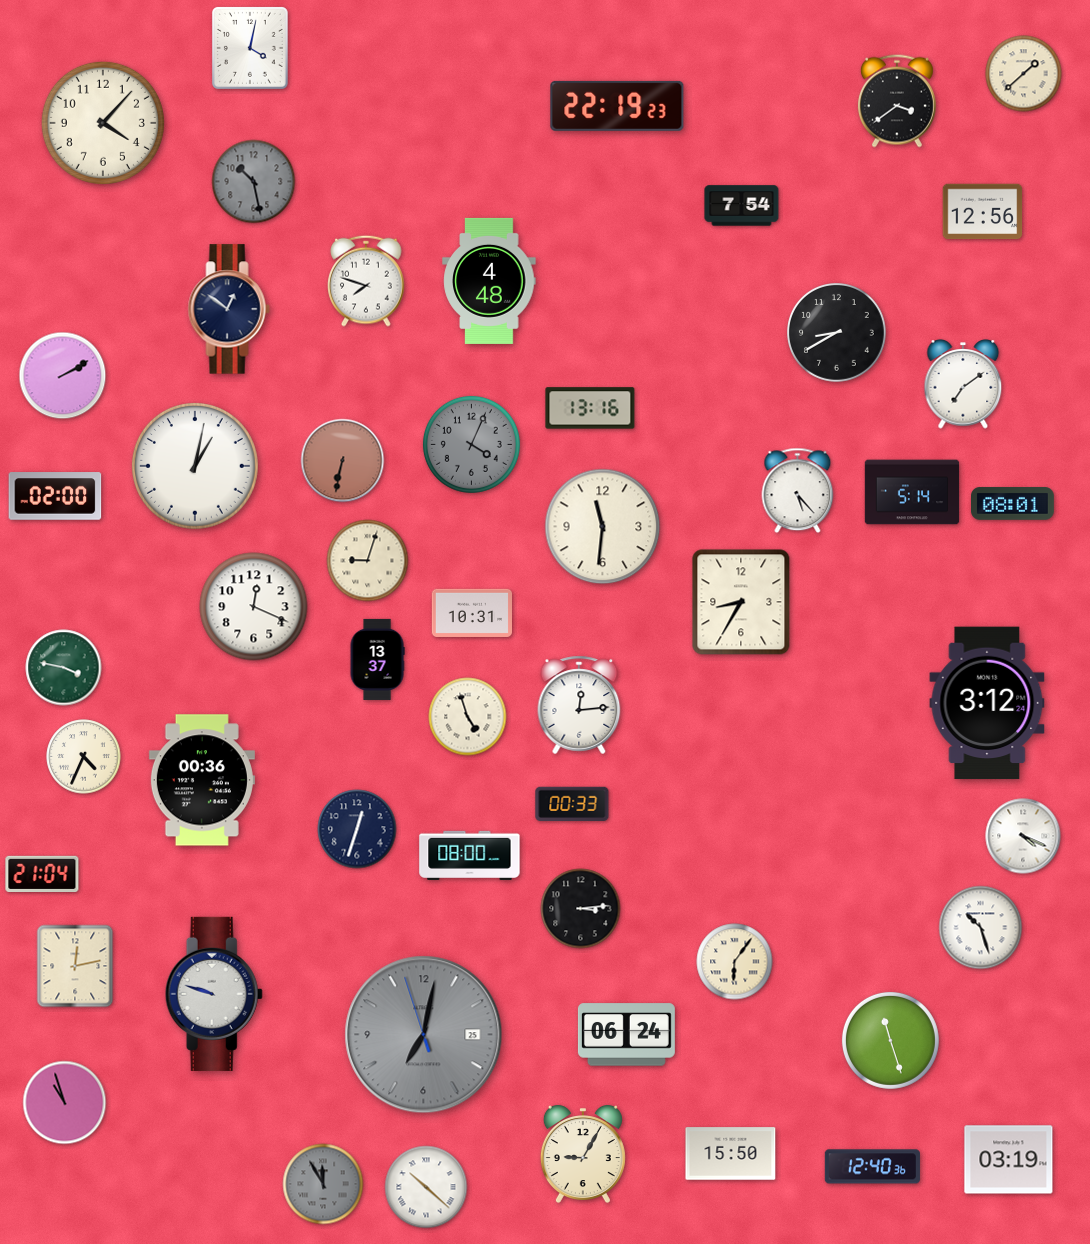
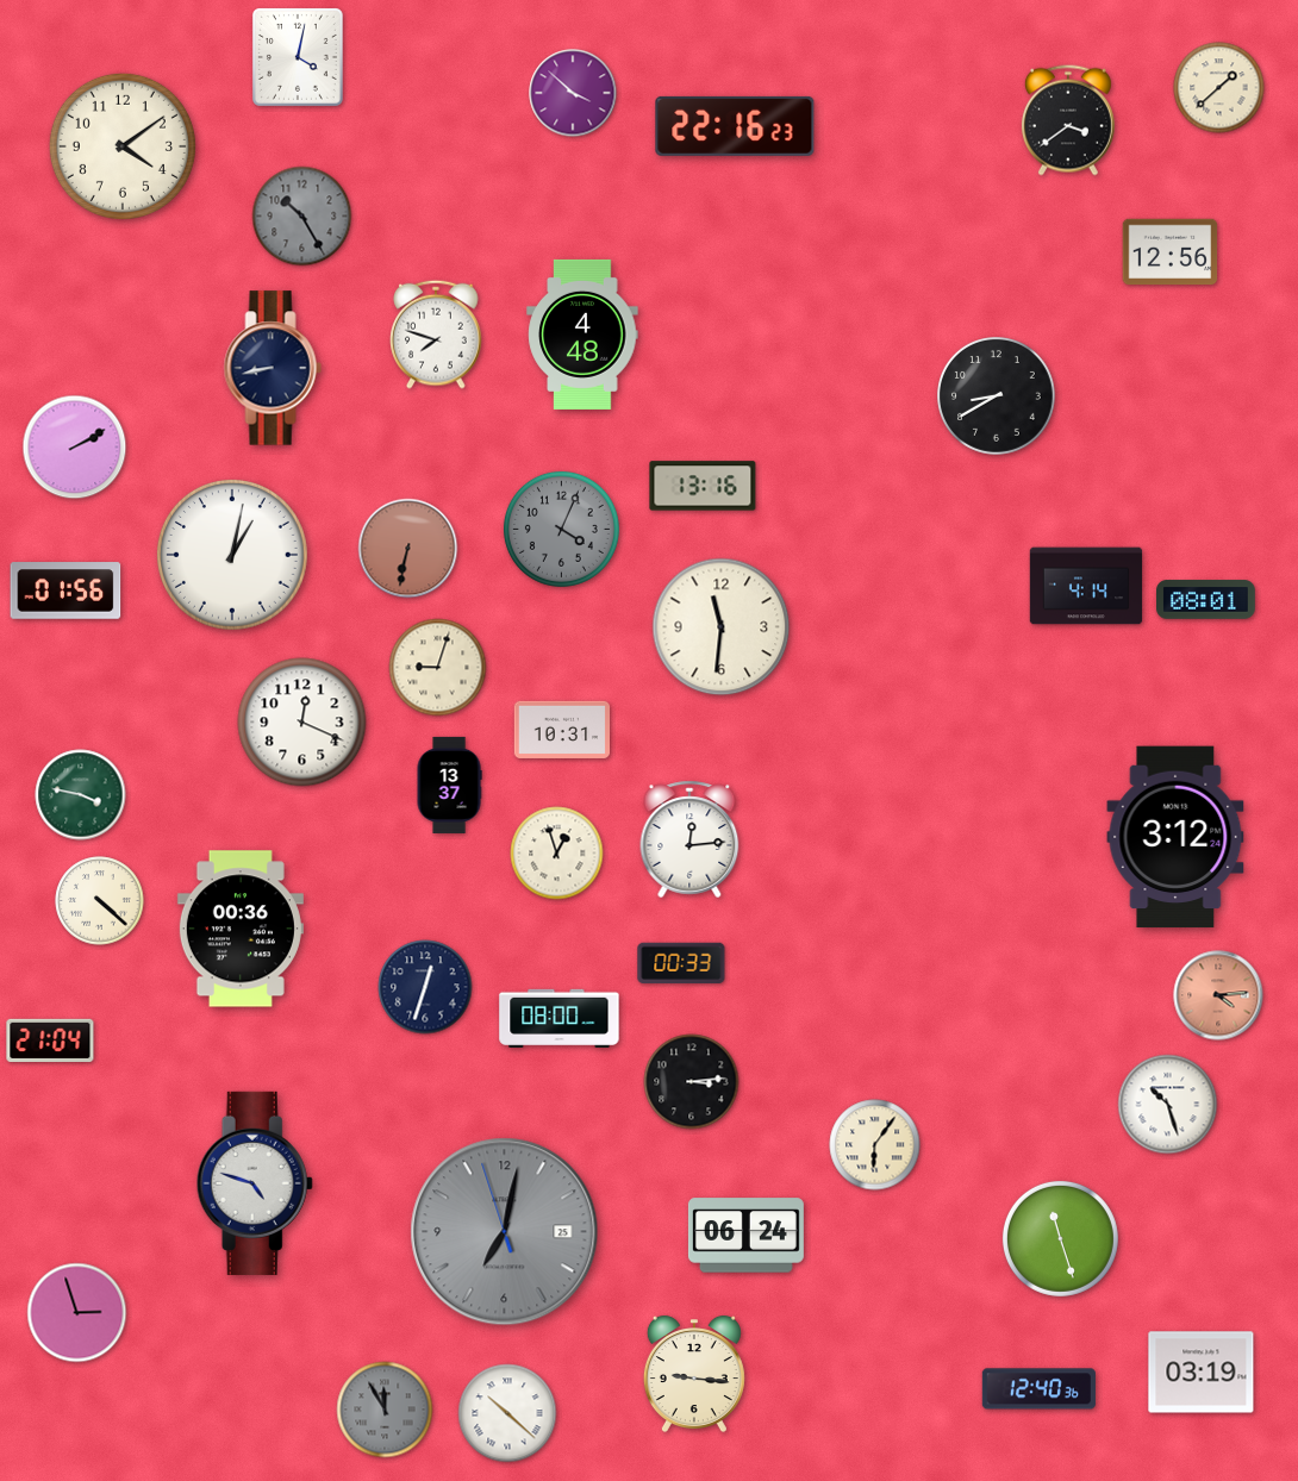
clock at (573, 93): none -> 3:52
clock at (617, 106): 22:19 -> 22:16
clock at (103, 123): 4:07 -> 4:09
clock at (254, 182): 10:28 -> 10:25
clock at (742, 206): 7:54 -> none
clock at (229, 309): 12:51 -> 8:43
clock at (963, 384): 7:09 -> none
clock at (798, 491): 5:23 -> none
clock at (912, 492): 5:14 -> 4:14
clock at (55, 496): 02:00 -> 01:56
clock at (603, 527) position: (603, 527) -> (722, 627)
clock at (741, 602): 8:35 -> none
clock at (64, 668) position: (64, 668) -> (81, 795)
clock at (468, 717): 4:57 -> 12:57
clock at (84, 757): 4:34 -> 4:22
clock at (572, 804) position: (572, 804) -> (681, 963)
clock at (1023, 836): 4:19 -> 4:14
clock at (1023, 836) dial: white -> salmon
clock at (75, 966): 12:13 -> none
clock at (214, 994): 9:48 -> 4:48
clock at (626, 1035) position: (626, 1035) -> (745, 1236)
clock at (65, 1103): 10:57 -> 2:57
clock at (583, 1154): 9:05 -> 9:16
clock at (731, 1154): 15:50 -> none
clock at (1009, 1160) position: (1009, 1160) -> (1202, 1373)
